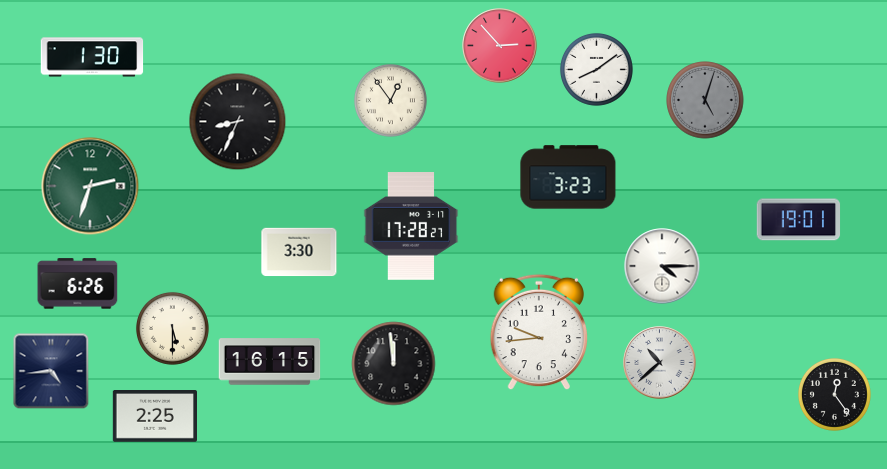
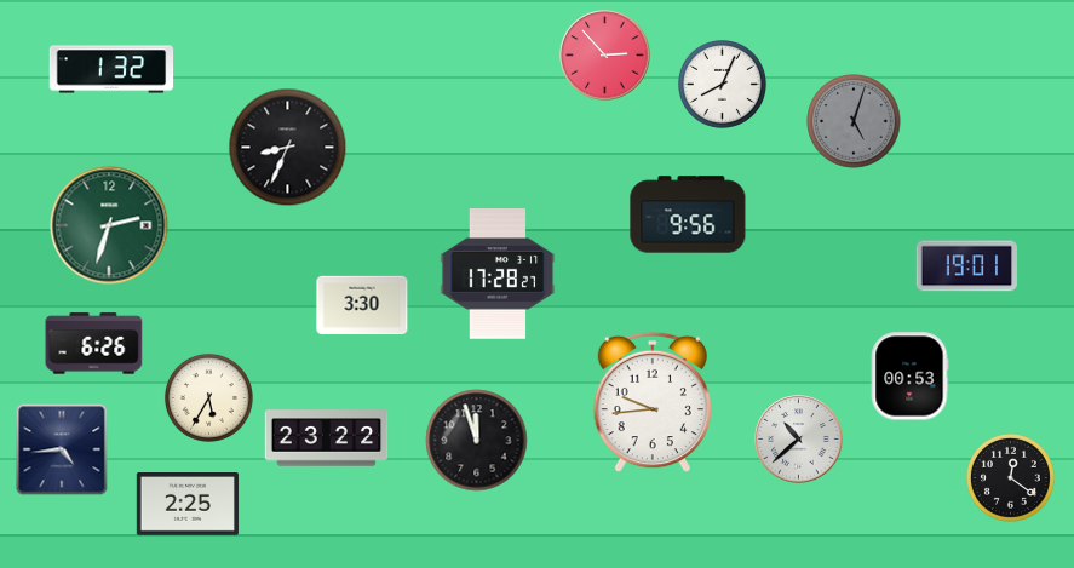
clock at (92, 57): 1:30 -> 1:32
clock at (596, 69): 8:09 -> 8:04
clock at (390, 100): 12:54 -> none
clock at (568, 177): 3:23 -> 9:56
clock at (662, 266): 4:15 -> none
clock at (909, 377): none -> 00:53
clock at (172, 328): 5:30 -> 5:35
clock at (270, 362): 16:15 -> 23:22
clock at (394, 364): 11:59 -> 11:57
clock at (834, 394): 12:24 -> 12:21
